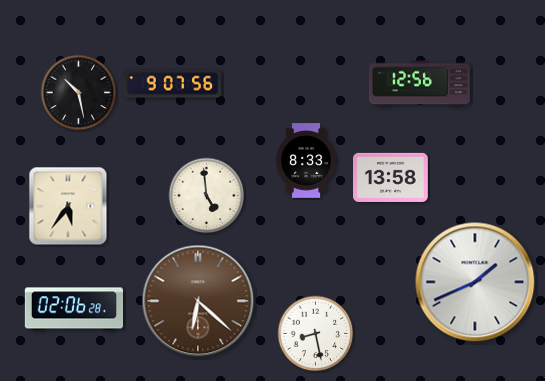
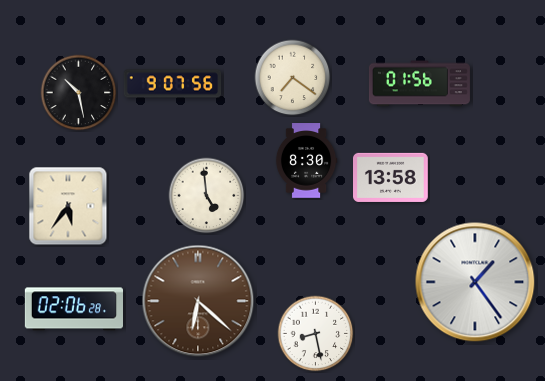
clock at (293, 78): none -> 7:21
clock at (419, 84): 12:56 -> 01:56
clock at (306, 161): 8:33 -> 8:30
clock at (475, 282): 1:41 -> 1:24
